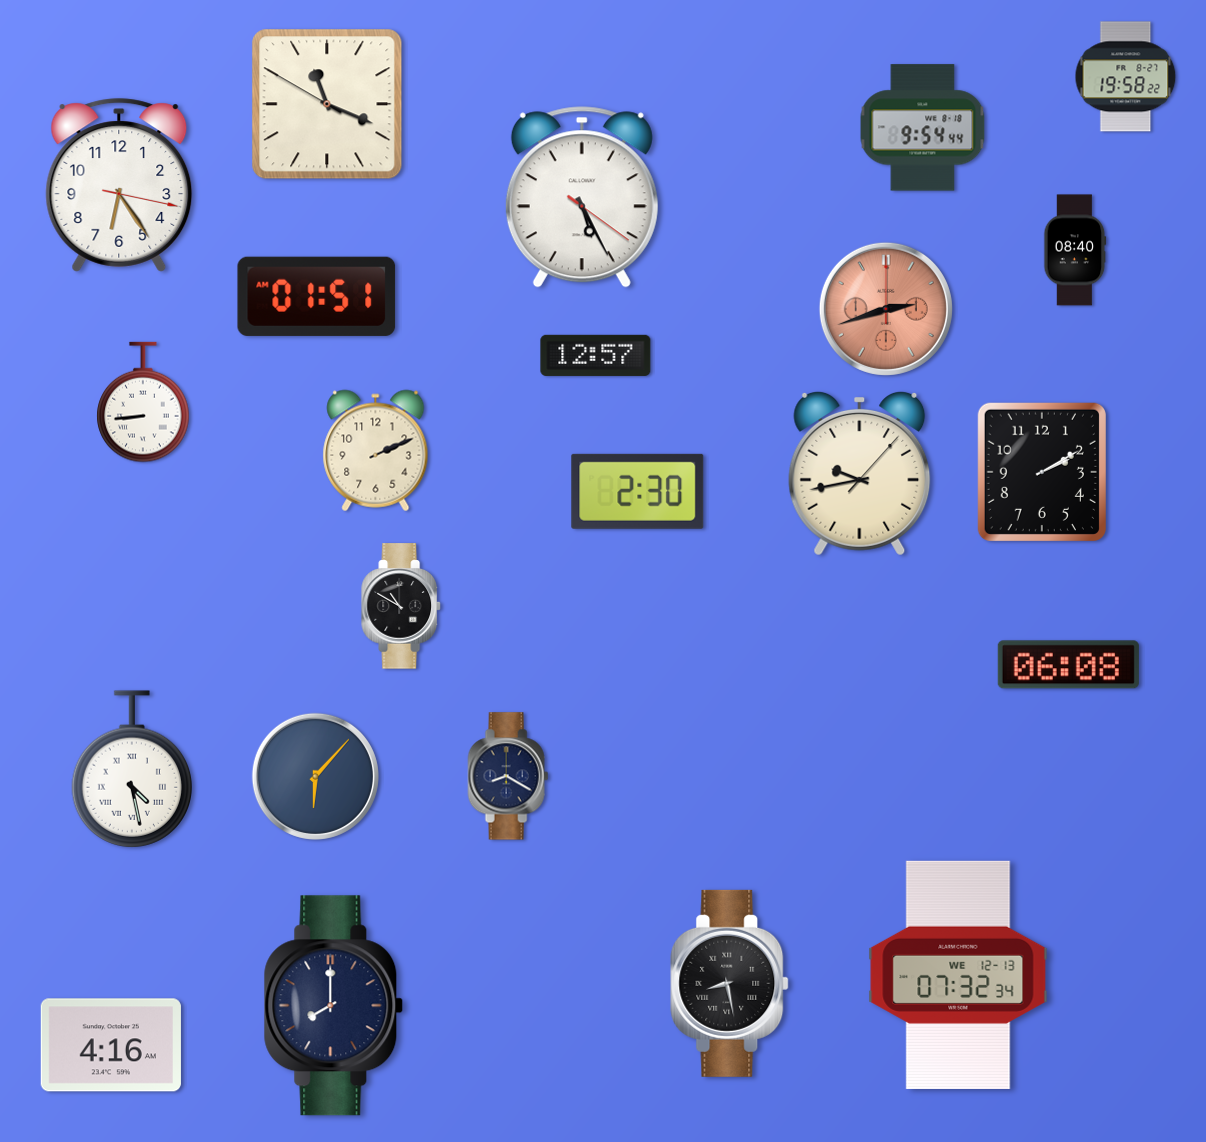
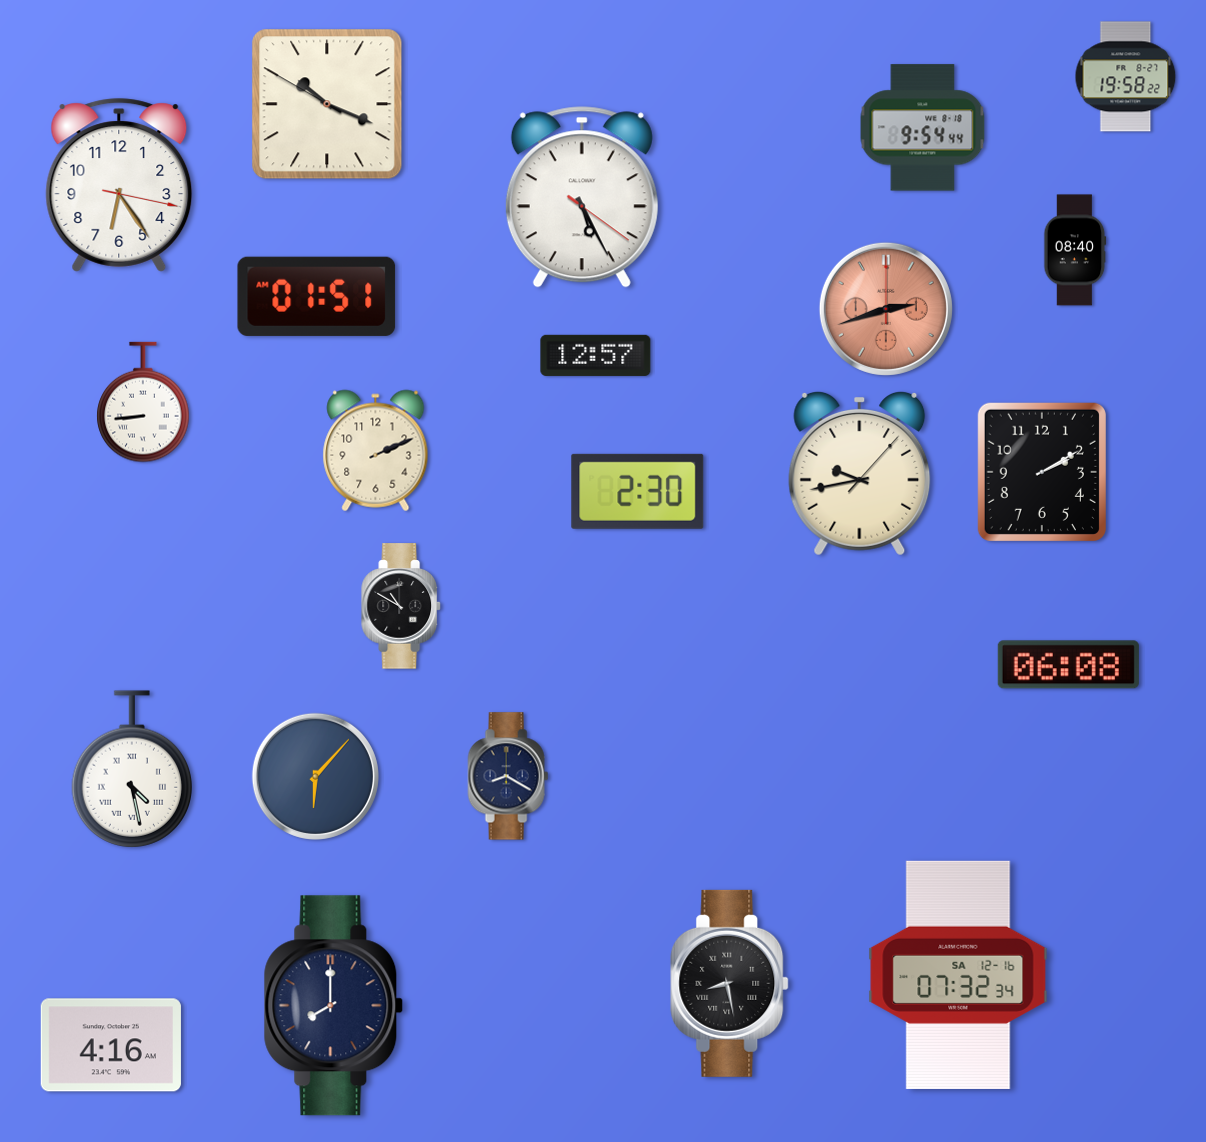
clock at (327, 104): 11:18 -> 10:18
clock at (958, 975) date: WE 12-13 -> SA 12-16
